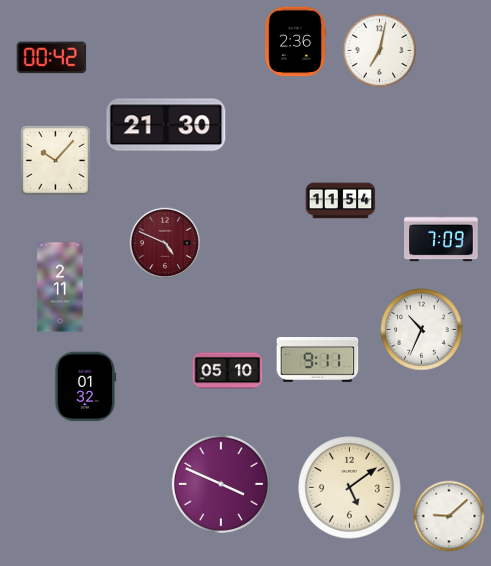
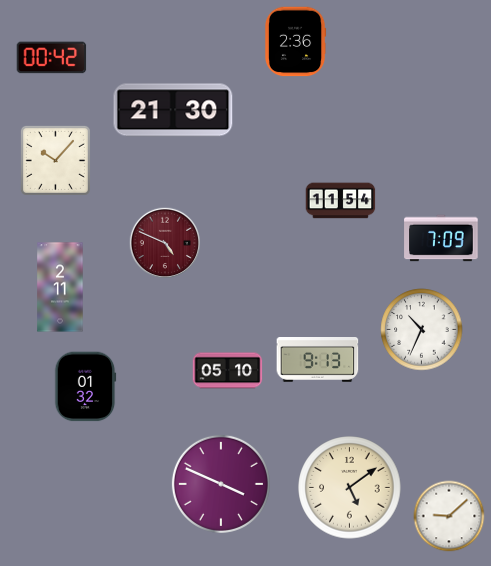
clock at (380, 51): 7:02 -> none
clock at (166, 125) position: (166, 125) -> (173, 110)
clock at (318, 360): 9:11 -> 9:13
